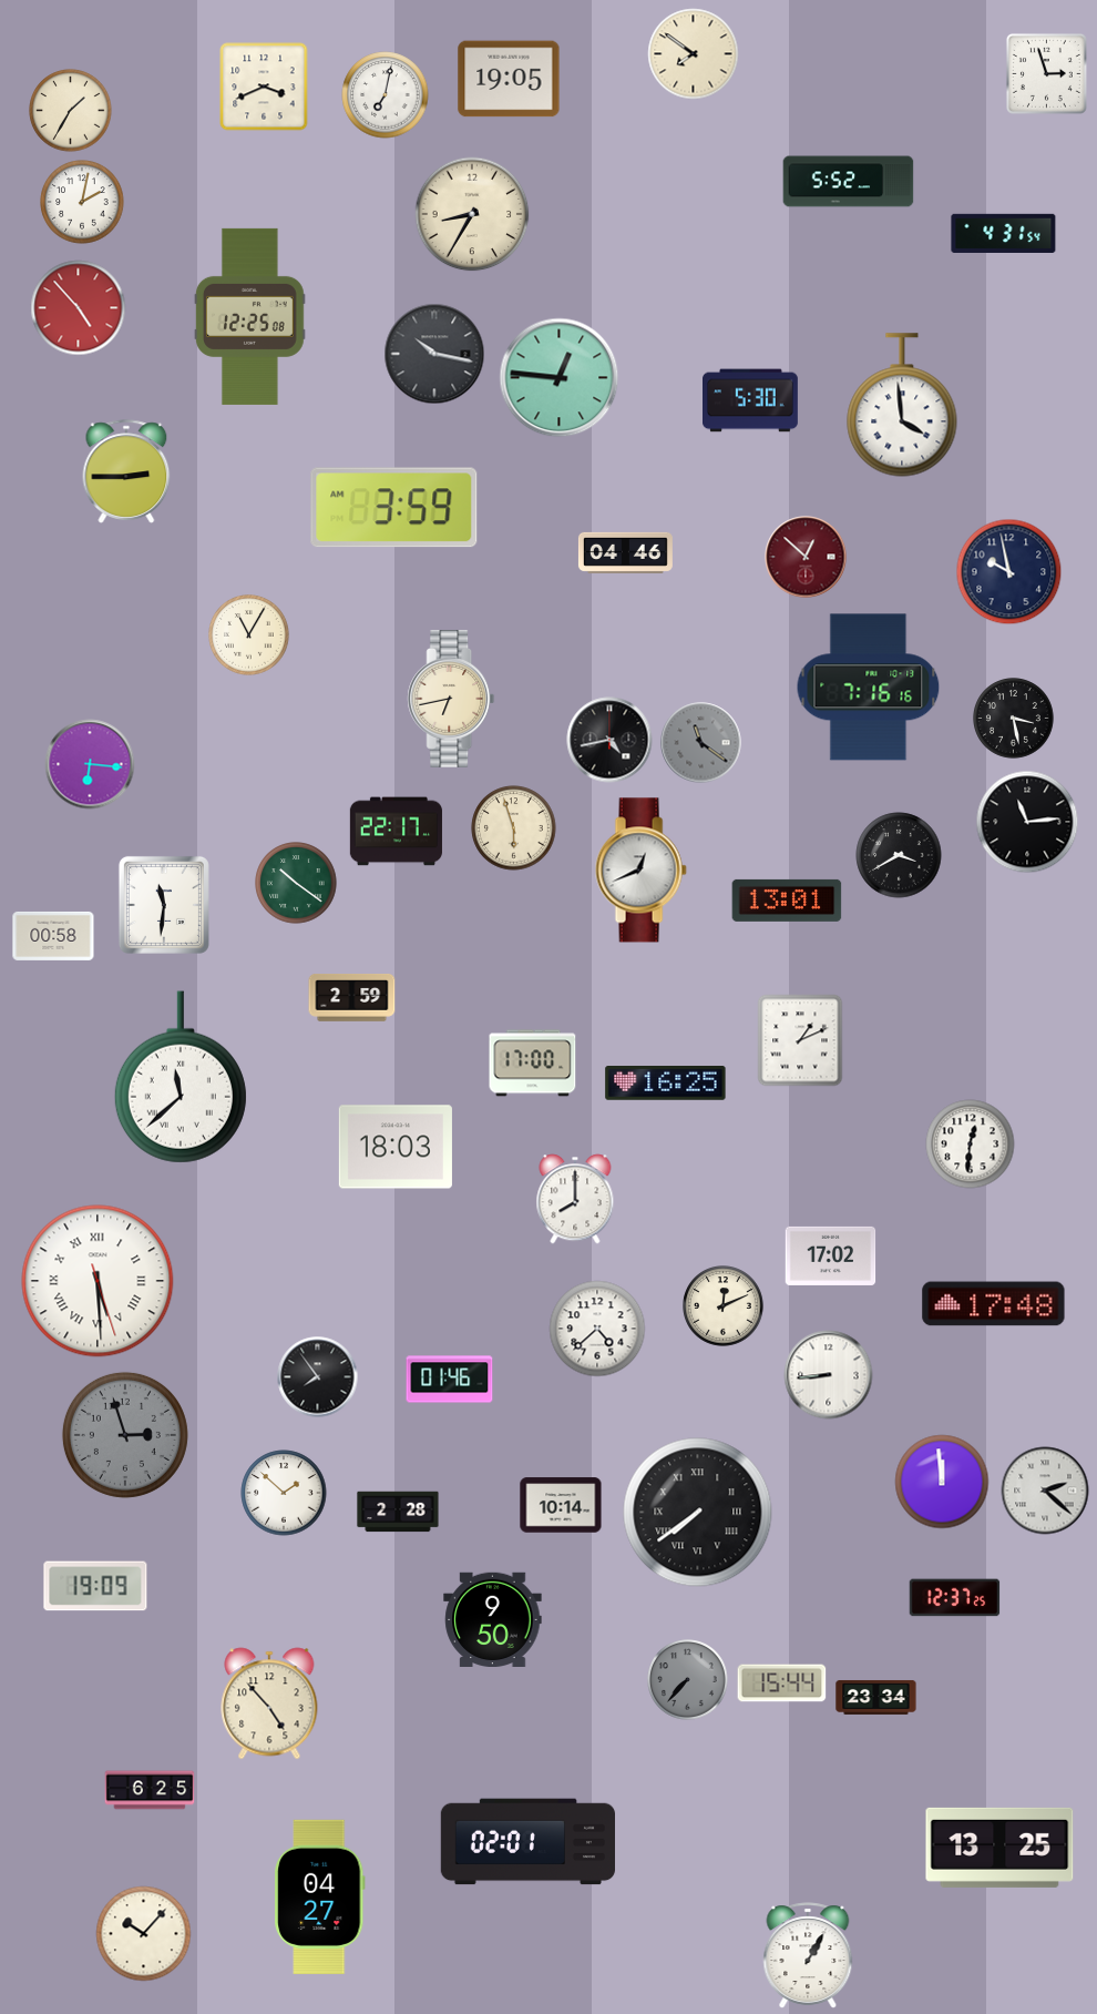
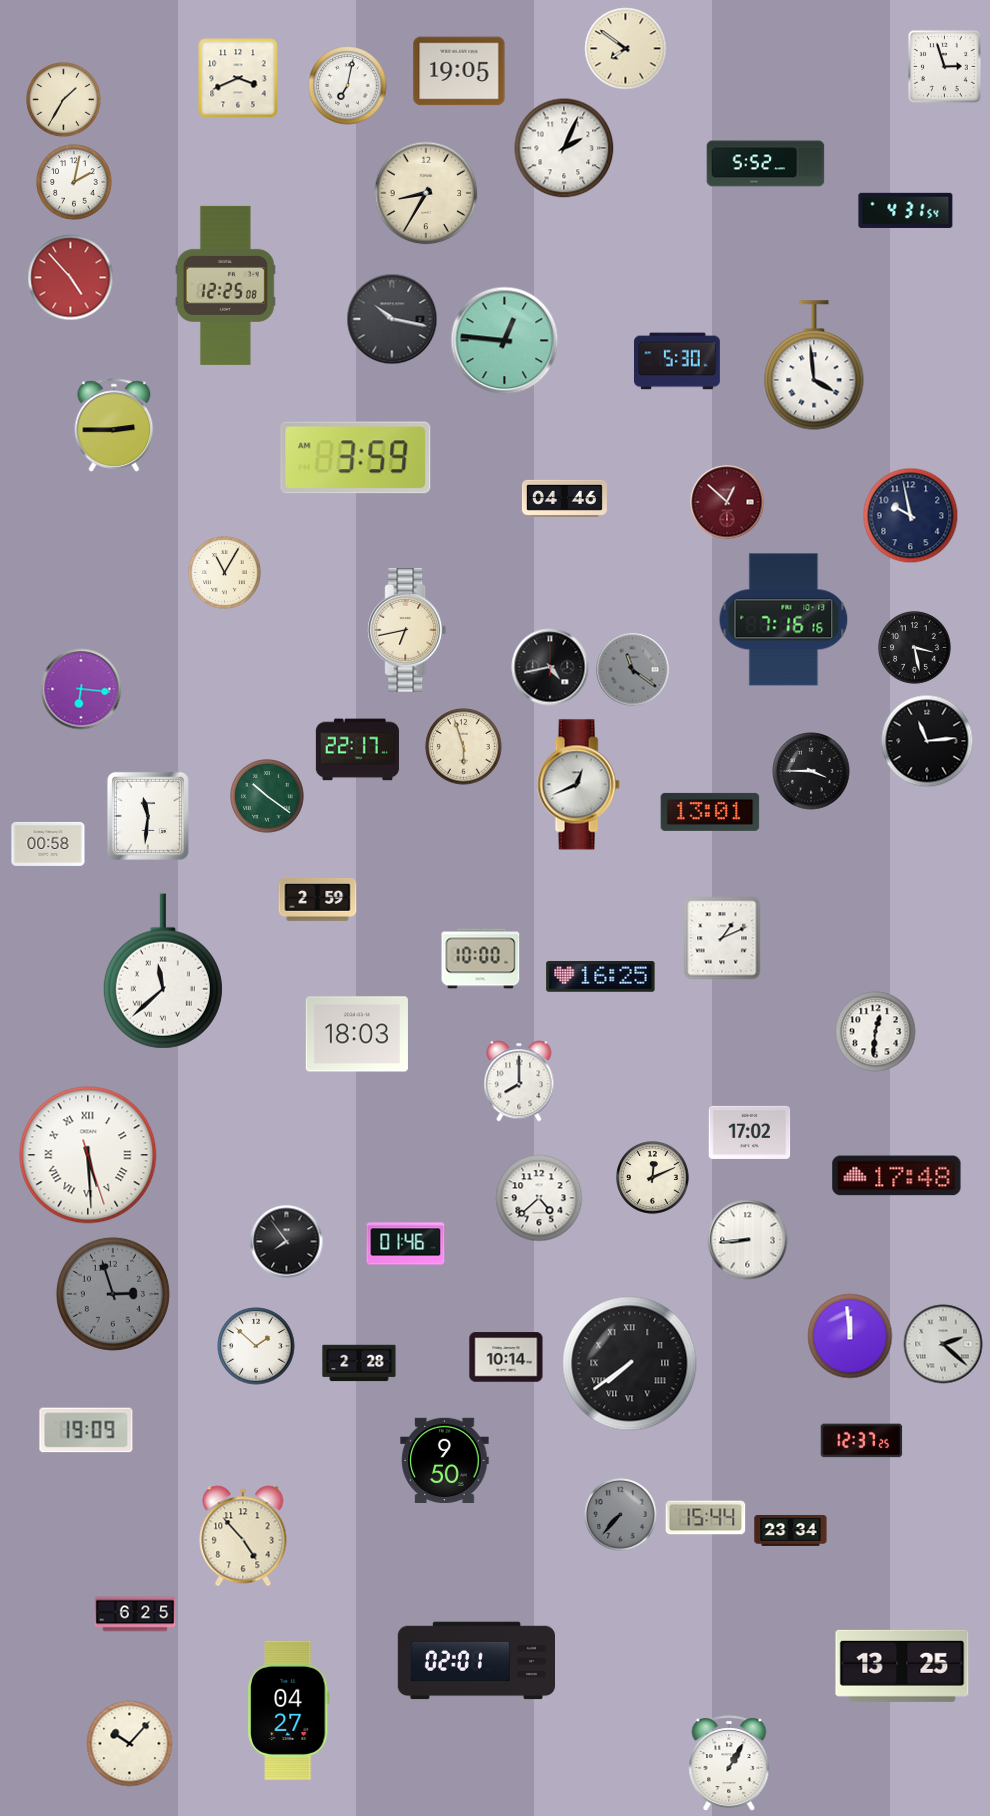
clock at (564, 148): none -> 2:04
clock at (899, 855): 3:40 -> 3:45
clock at (533, 1064): 17:00 -> 10:00
